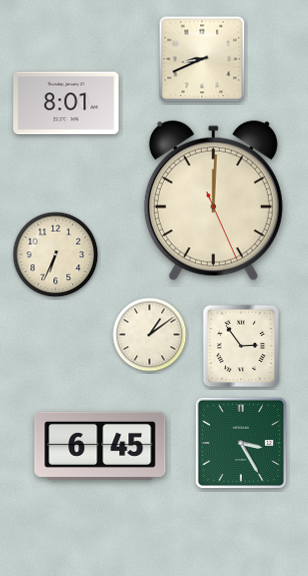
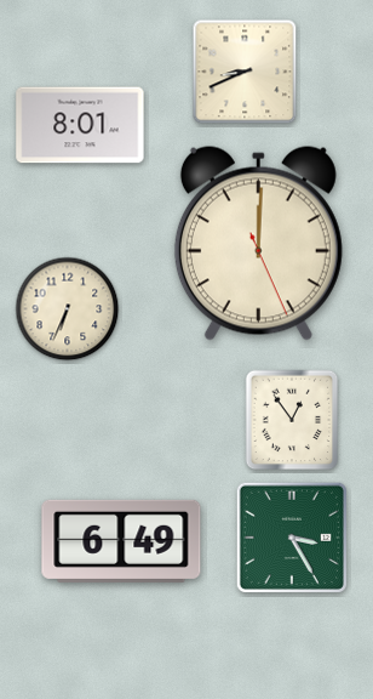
clock at (150, 335): 1:09 -> none
clock at (241, 346): 2:54 -> 12:54
clock at (100, 446): 6:45 -> 6:49
